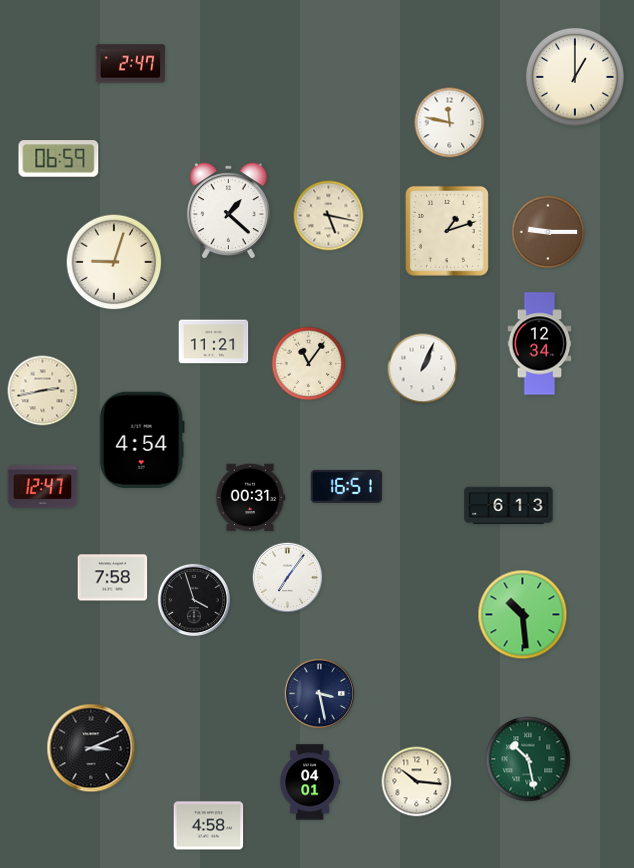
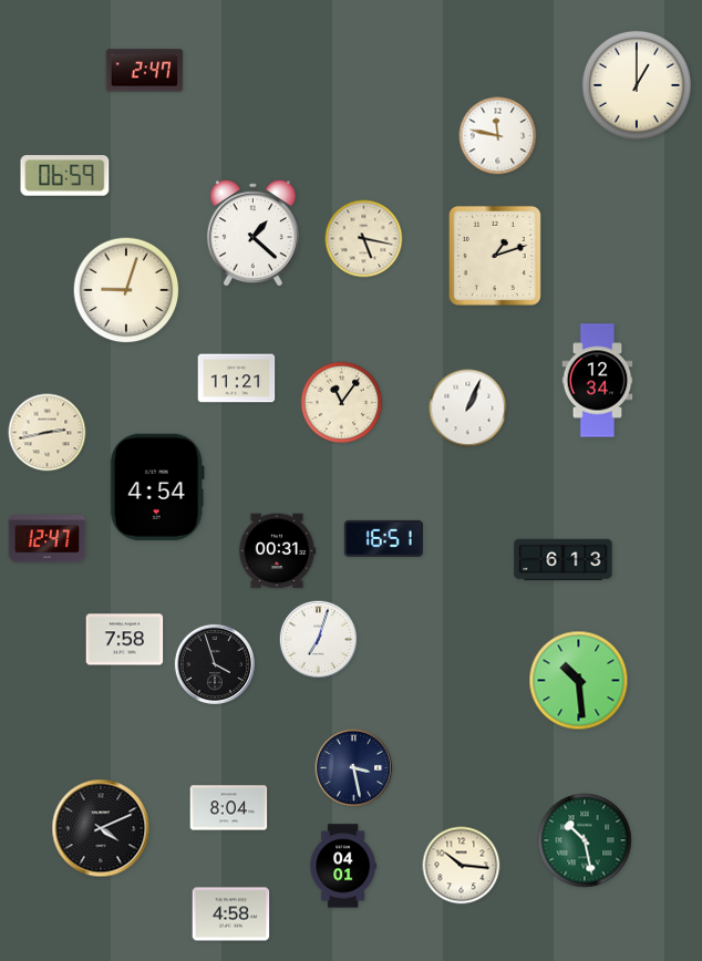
clock at (548, 232): 9:15 -> none
clock at (288, 578): 7:06 -> 7:03
clock at (229, 808): none -> 8:04
clock at (91, 748): 3:11 -> 4:11
